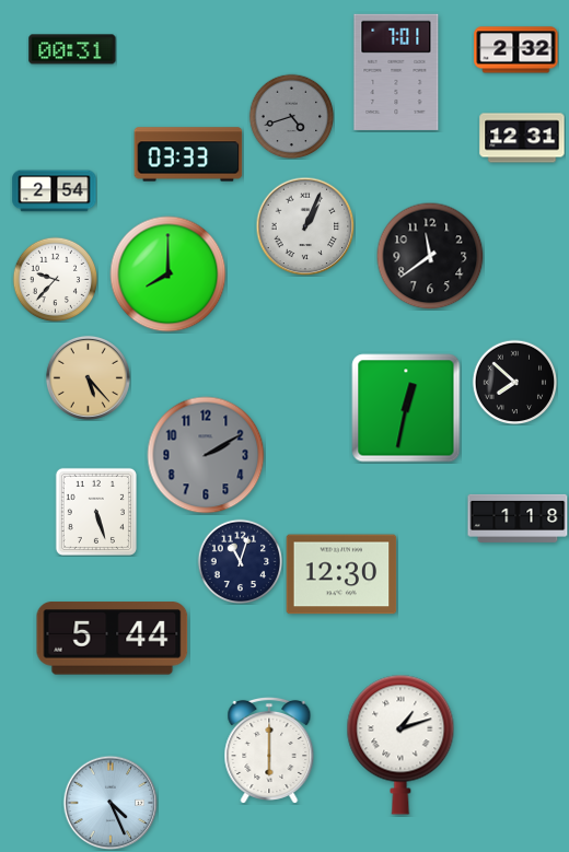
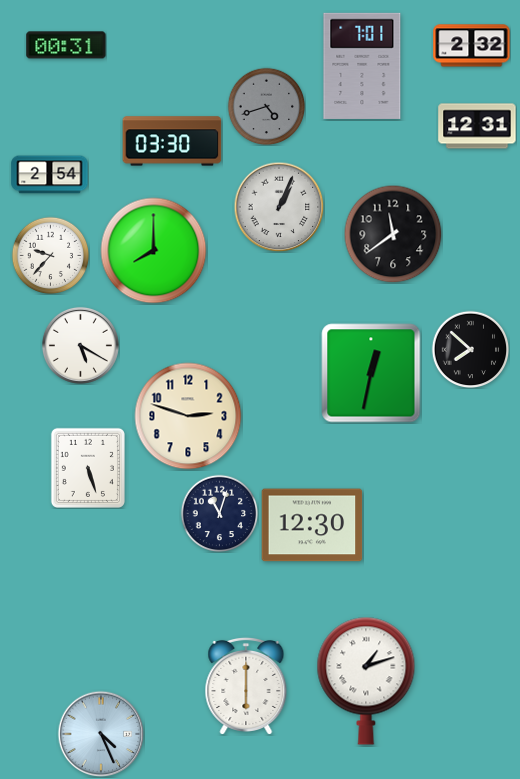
clock at (188, 154): 03:33 -> 03:30
clock at (88, 377): 5:23 -> 5:20
clock at (88, 377) dial: champagne -> white
clock at (206, 455): 2:10 -> 2:48
clock at (206, 455) dial: grey -> cream
clock at (518, 518): 1:18 -> none
clock at (113, 639): 5:44 -> none
